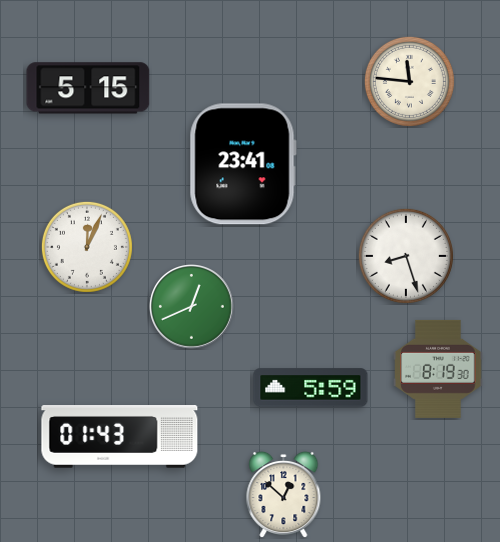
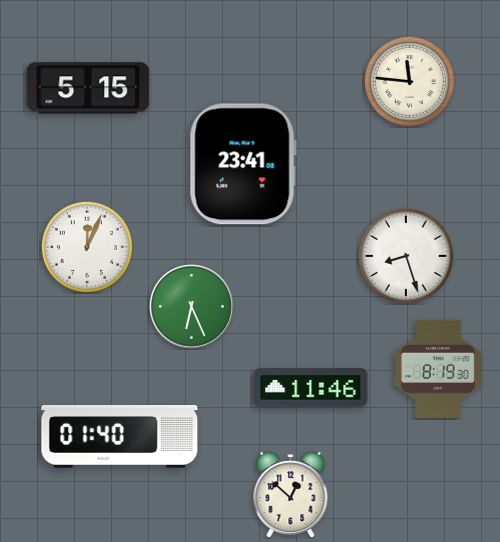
clock at (192, 307): 12:41 -> 6:26
clock at (311, 388): 5:59 -> 11:46
clock at (120, 437): 01:43 -> 01:40
clock at (284, 494) position: (284, 494) -> (291, 494)
